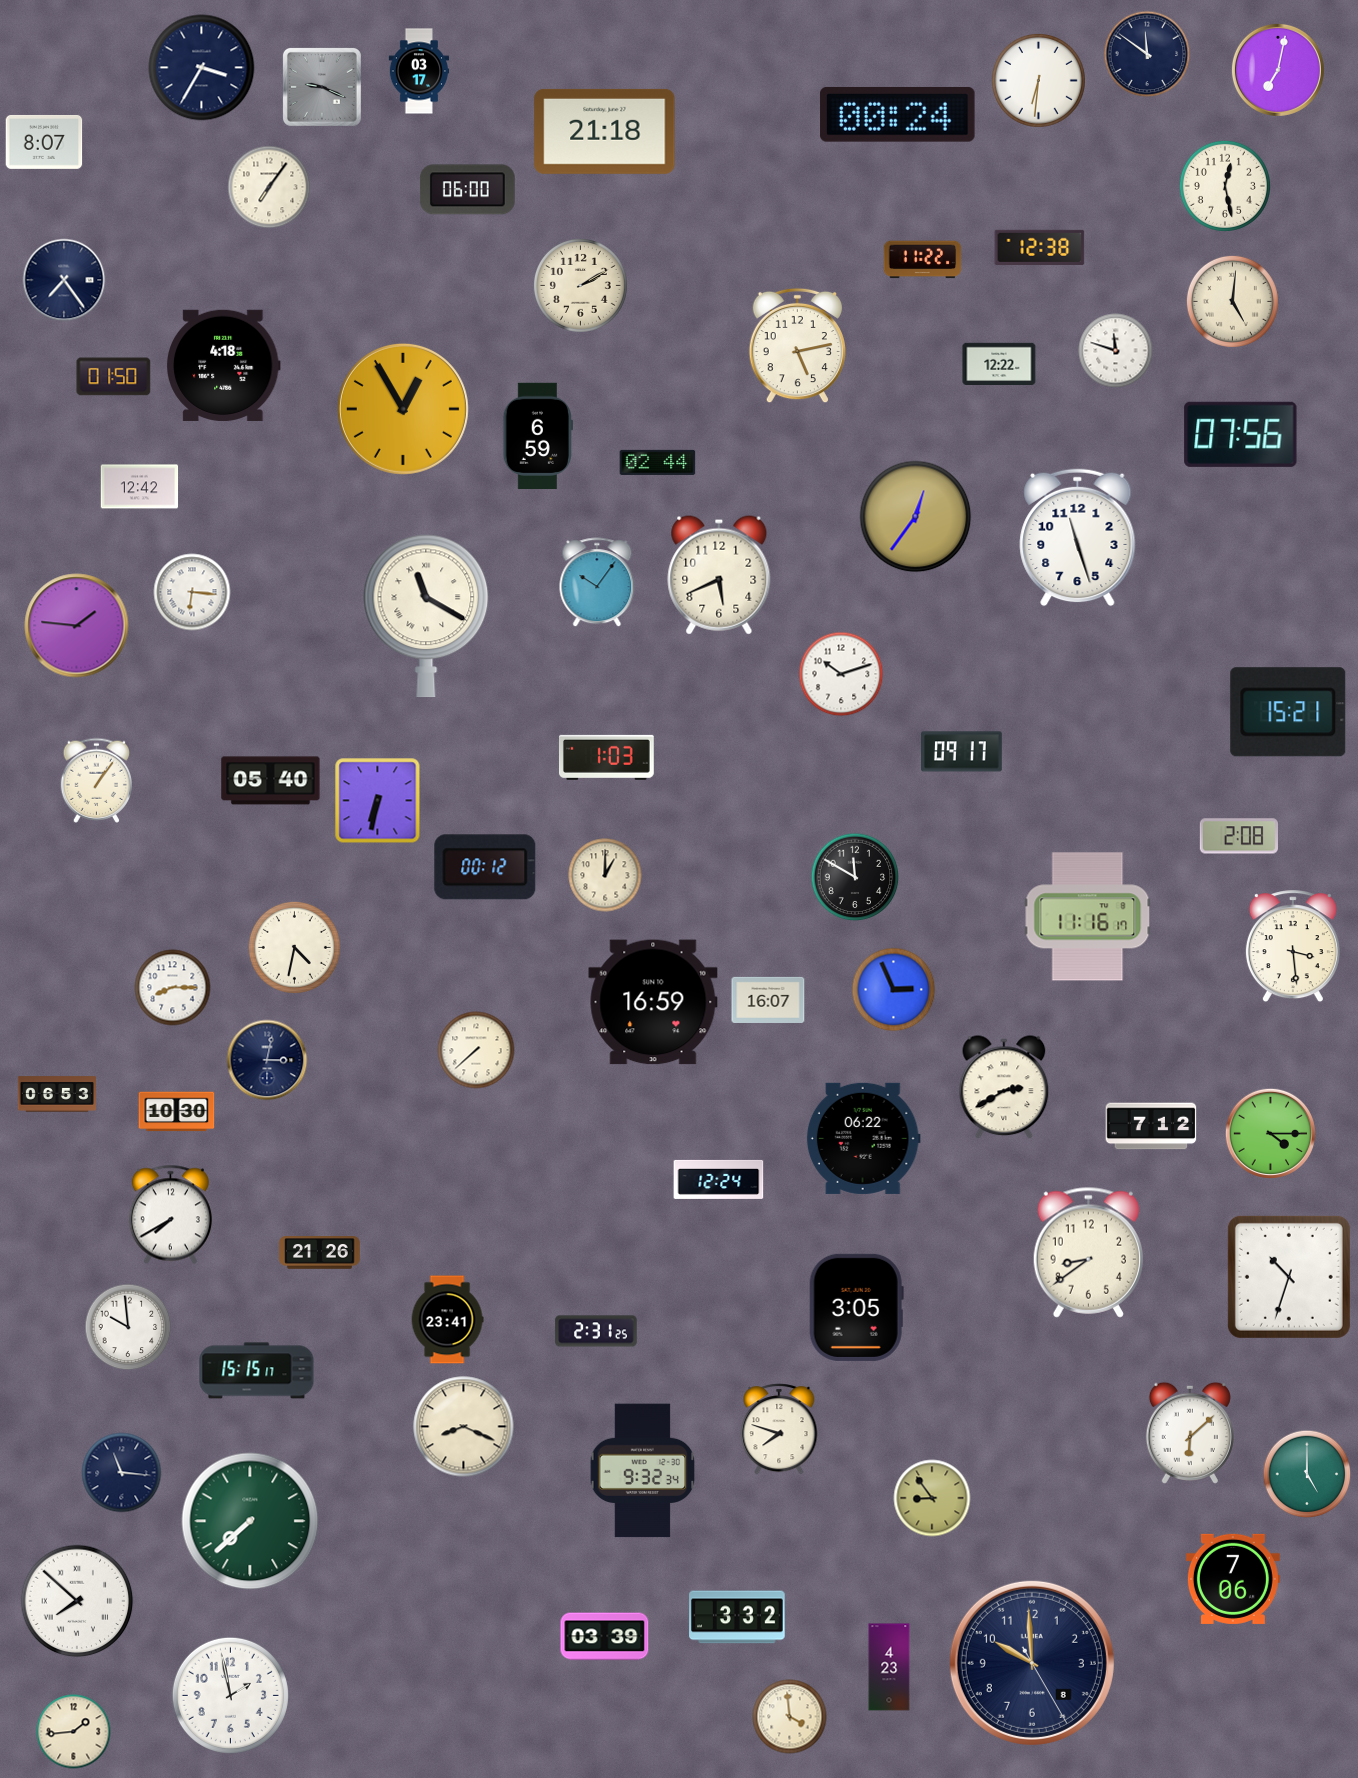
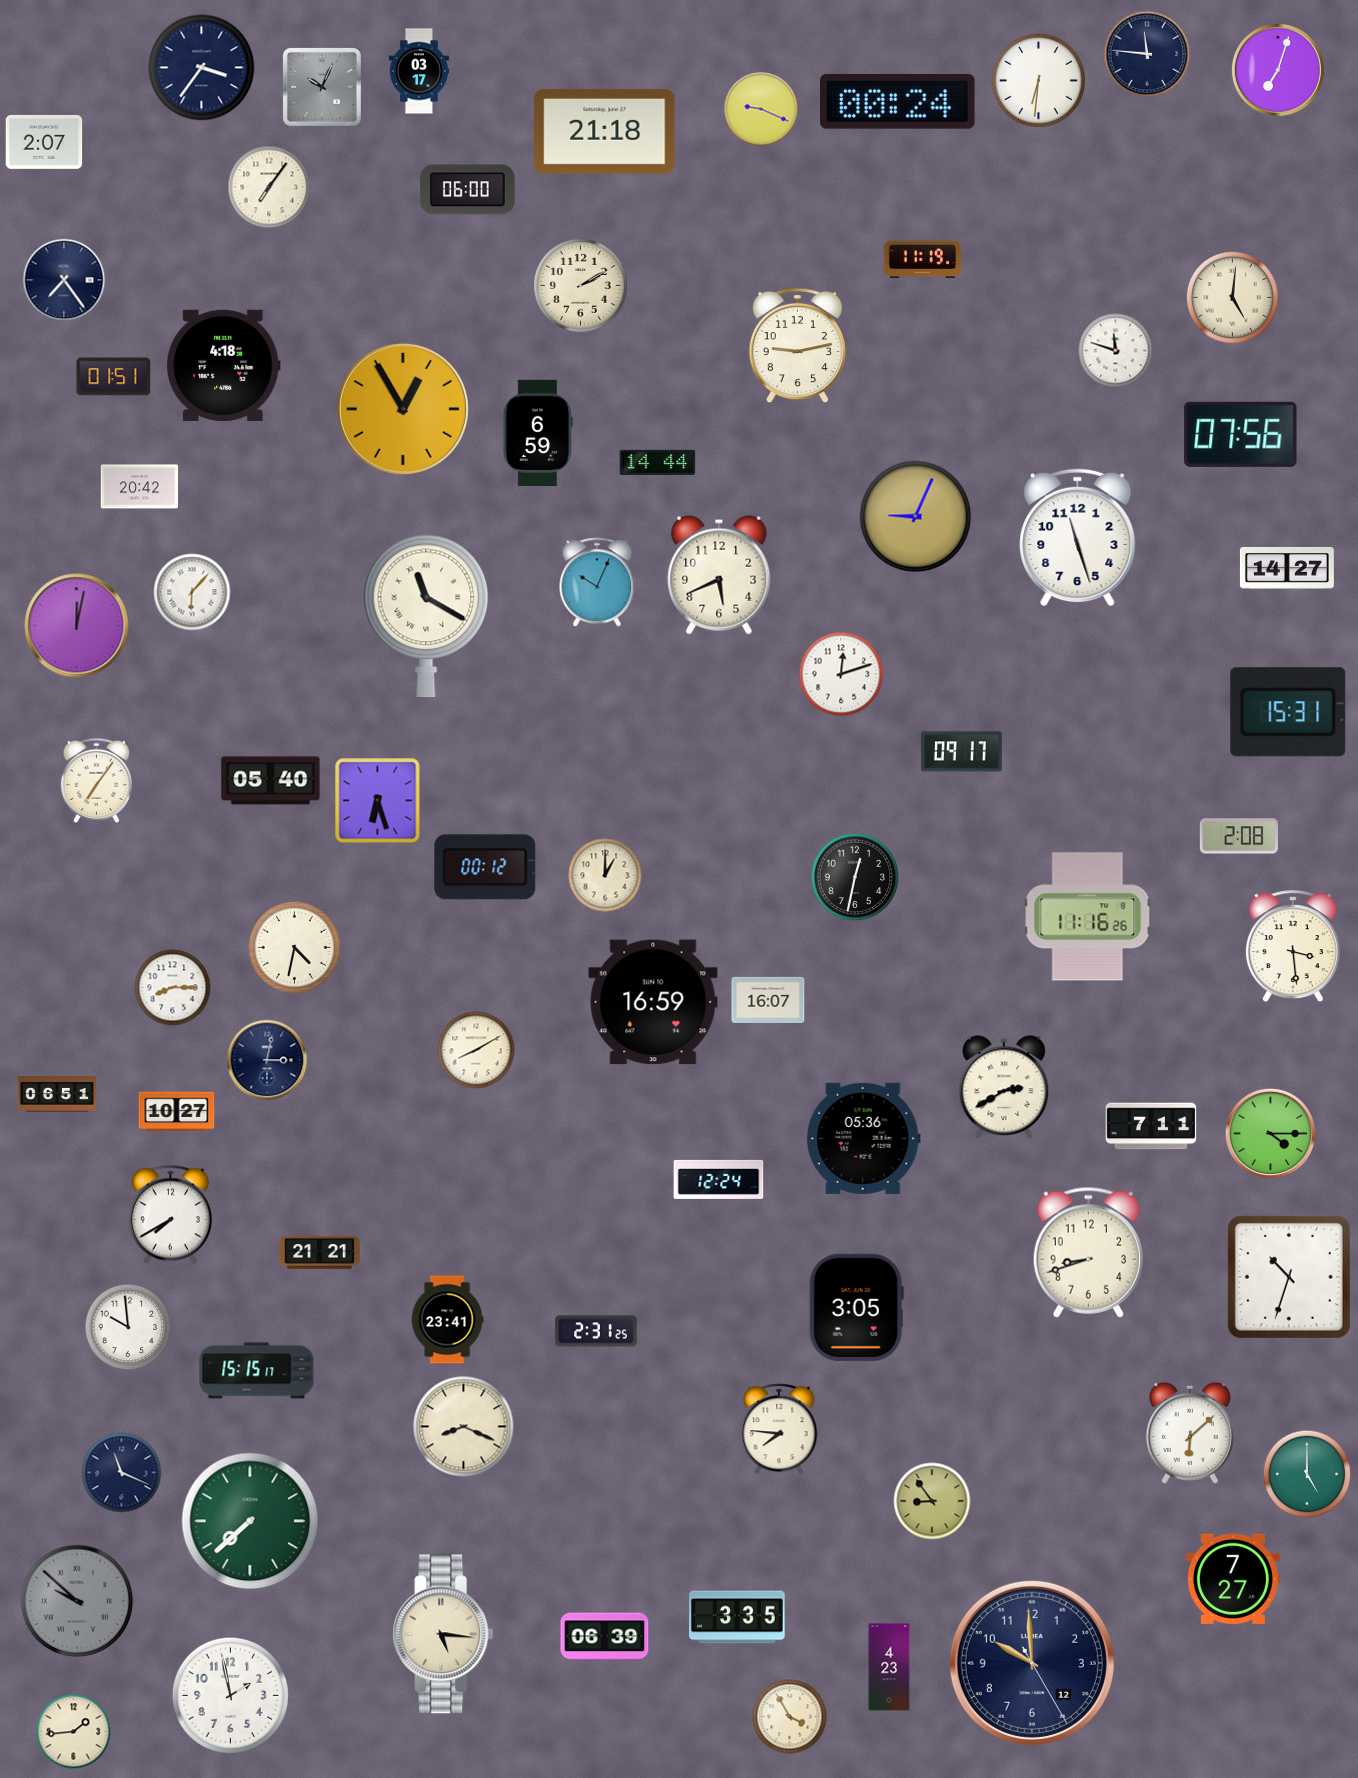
clock at (1147, 54): 11:51 -> 11:46
clock at (202, 68): 3:35 -> 3:36
clock at (1278, 70): 7:02 -> 7:03
clock at (322, 87): 9:19 -> 10:04
clock at (761, 109): none -> 9:19
clock at (898, 114) position: (898, 114) -> (898, 101)
clock at (44, 142): 8:07 -> 2:07
clock at (1225, 186): 12:28 -> none
clock at (1040, 247): 12:38 -> none
clock at (923, 260): 11:22 -> 11:19
clock at (1232, 301) position: (1232, 301) -> (1232, 297)
clock at (797, 346): 5:13 -> 9:13
clock at (999, 363): 12:22 -> none
clock at (114, 377): 01:50 -> 01:51
clock at (538, 435) position: (538, 435) -> (538, 432)
clock at (658, 462): 02:44 -> 14:44
clock at (140, 487): 12:42 -> 20:42
clock at (916, 517): 12:36 -> 9:04
clock at (1287, 568): none -> 14:27
clock at (597, 583): 10:06 -> 10:04
clock at (192, 592): 6:16 -> 6:07
clock at (77, 626): 1:46 -> 12:02
clock at (841, 674): 10:12 -> 12:12
clock at (1288, 712): 15:21 -> 15:31
clock at (606, 757): 1:03 -> none
clock at (96, 780): 1:06 -> 7:06
clock at (378, 801): 6:32 -> 6:27
clock at (855, 877): 11:50 -> 12:32
clock at (1088, 917): 11:16:17 -> 11:16:26
clock at (894, 990): 2:56 -> none
clock at (476, 1050): 7:38 -> 8:10
clock at (56, 1094): 06:53 -> 06:51
clock at (177, 1112): 10:30 -> 10:27
clock at (1151, 1126): 7:12 -> 7:11
clock at (863, 1138): 06:22 -> 05:36
clock at (1088, 1252): 8:39 -> 8:42
clock at (320, 1253): 21:26 -> 21:21
clock at (779, 1429): 7:48 -> 7:46
clock at (643, 1471): 9:32 -> none
clock at (122, 1473): 11:16 -> 11:19
clock at (932, 1498) position: (932, 1498) -> (932, 1501)
clock at (1233, 1579): 7:06 -> 7:27
clock at (77, 1601): 7:52 -> 9:52
clock at (77, 1601) dial: white -> grey
clock at (737, 1617): 3:32 -> 3:35
clock at (443, 1634): none -> 5:16
clock at (605, 1637): 03:39 -> 06:39
clock at (1032, 1663) date: 8 -> 12
clock at (790, 1717): 3:59 -> 3:55
